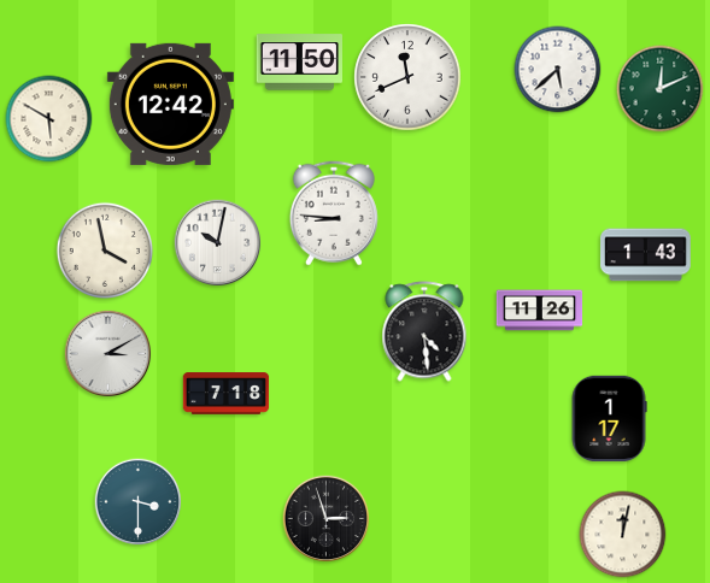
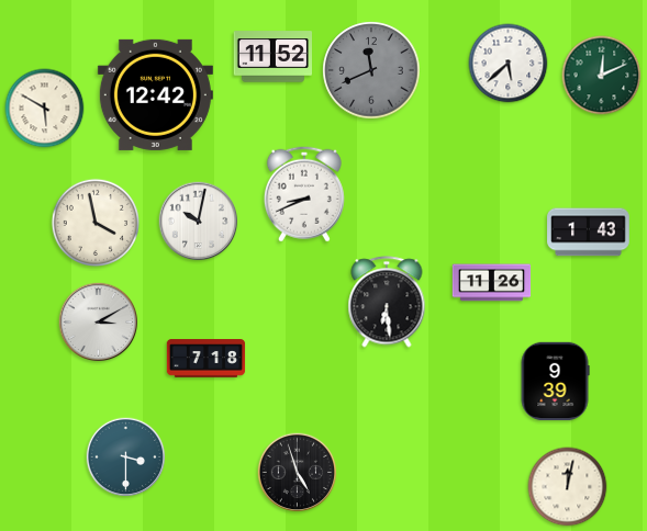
clock at (299, 63): 11:50 -> 11:52
clock at (407, 77) dial: white -> grey
clock at (661, 89) position: (661, 89) -> (602, 76)
clock at (334, 213): 8:46 -> 8:41
clock at (104, 249) position: (104, 249) -> (94, 222)
clock at (424, 331): 4:29 -> 6:29
clock at (609, 419): 1:17 -> 9:39
clock at (327, 519): 2:57 -> 4:57
